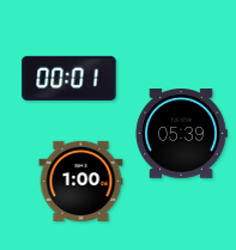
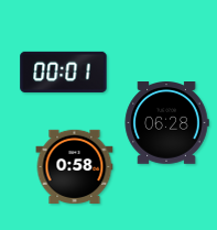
clock at (181, 134): 05:39 -> 06:28
clock at (81, 181): 1:00 -> 0:58
